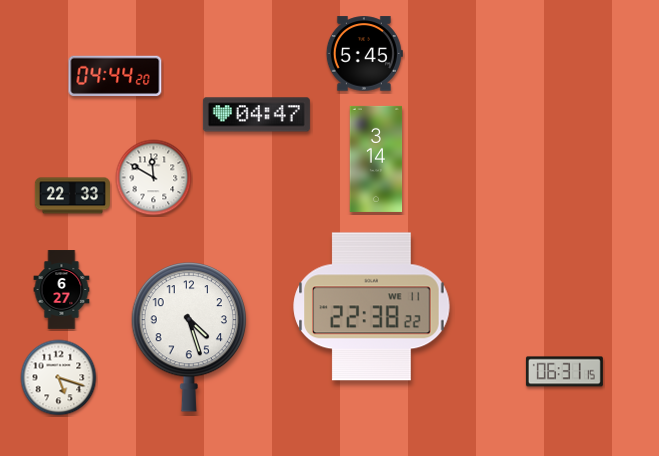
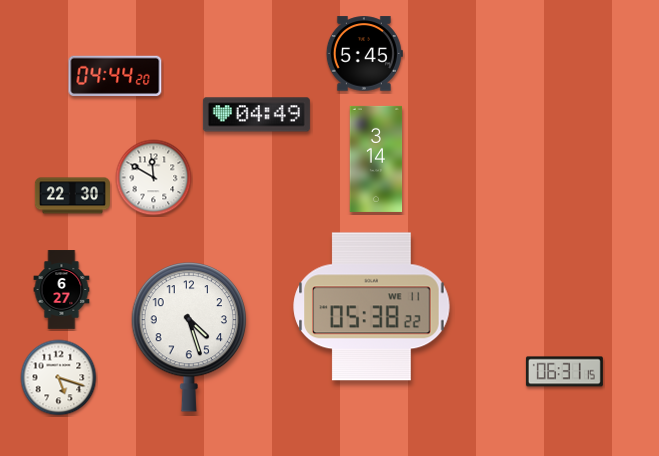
clock at (256, 115): 04:47 -> 04:49
clock at (72, 196): 22:33 -> 22:30
clock at (372, 307): 22:38 -> 05:38
